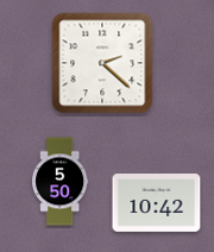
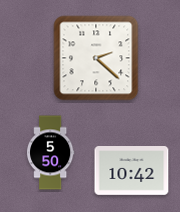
clock at (102, 63) position: (102, 63) -> (96, 58)
